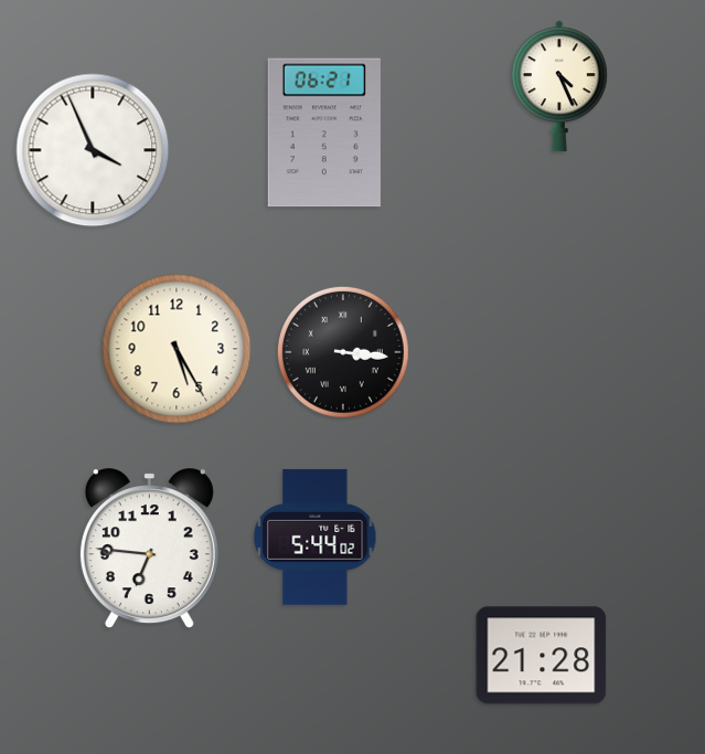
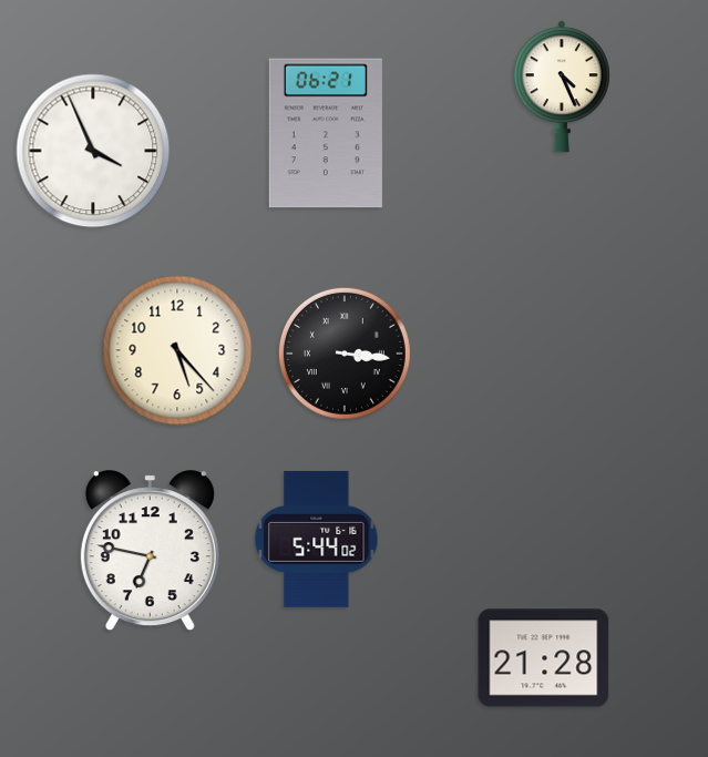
clock at (177, 349): 5:25 -> 5:23
clock at (149, 549): 6:46 -> 6:47
